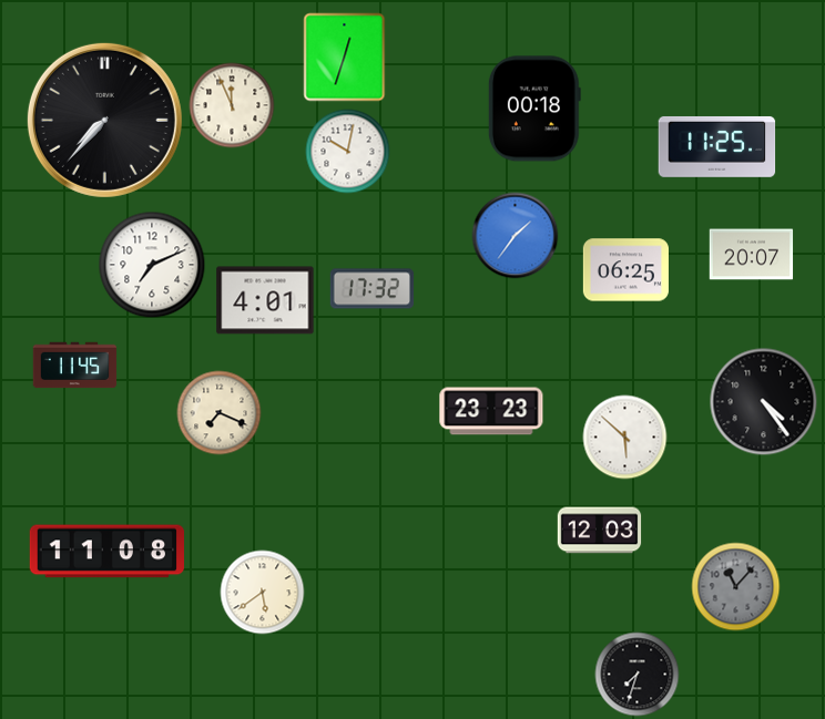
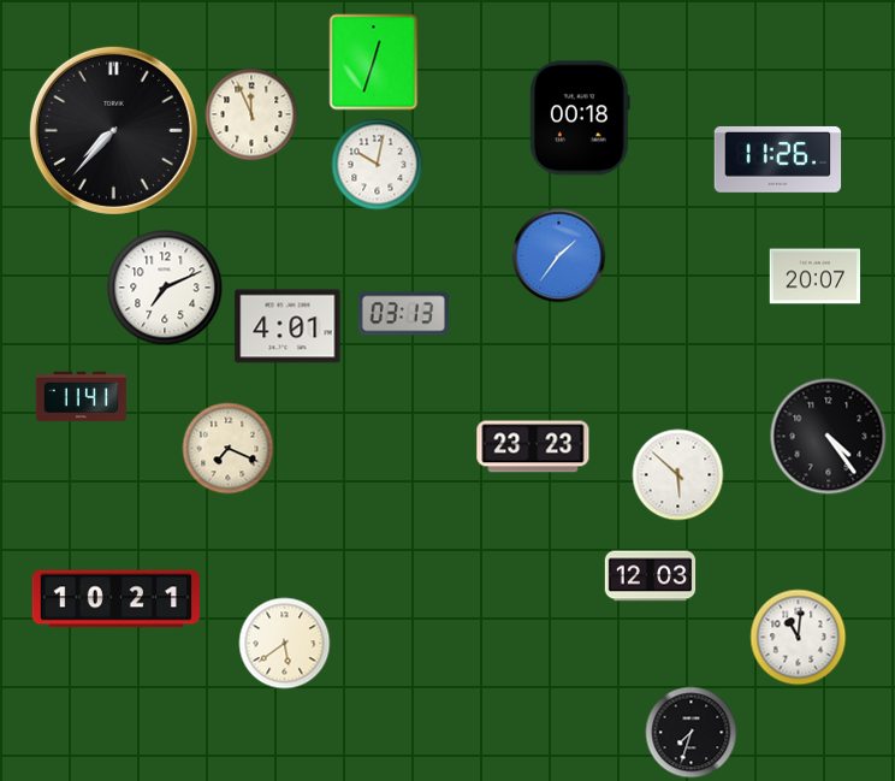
clock at (717, 146): 11:25 -> 11:26
clock at (625, 270): 06:25 -> none
clock at (373, 289): 17:32 -> 03:13
clock at (75, 366): 11:45 -> 11:41
clock at (220, 413) position: (220, 413) -> (229, 449)
clock at (106, 552): 11:08 -> 10:21
clock at (736, 587): 11:07 -> 11:01
clock at (736, 587) dial: grey -> white
